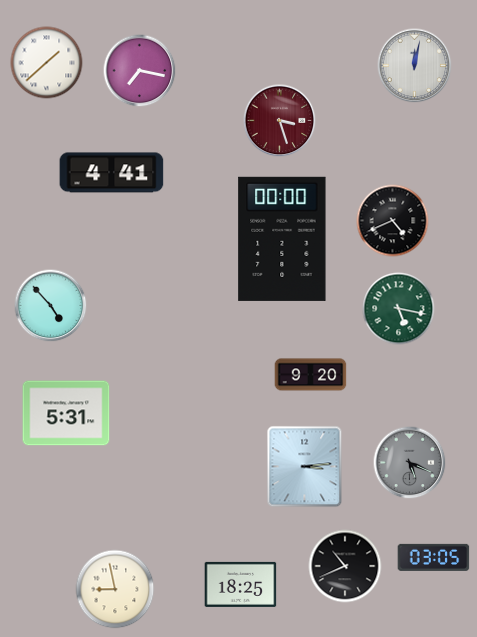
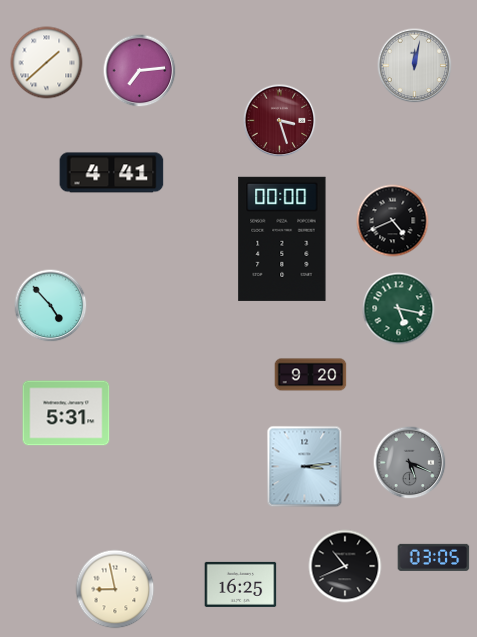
clock at (140, 71): 7:17 -> 7:14
clock at (241, 584): 18:25 -> 16:25
